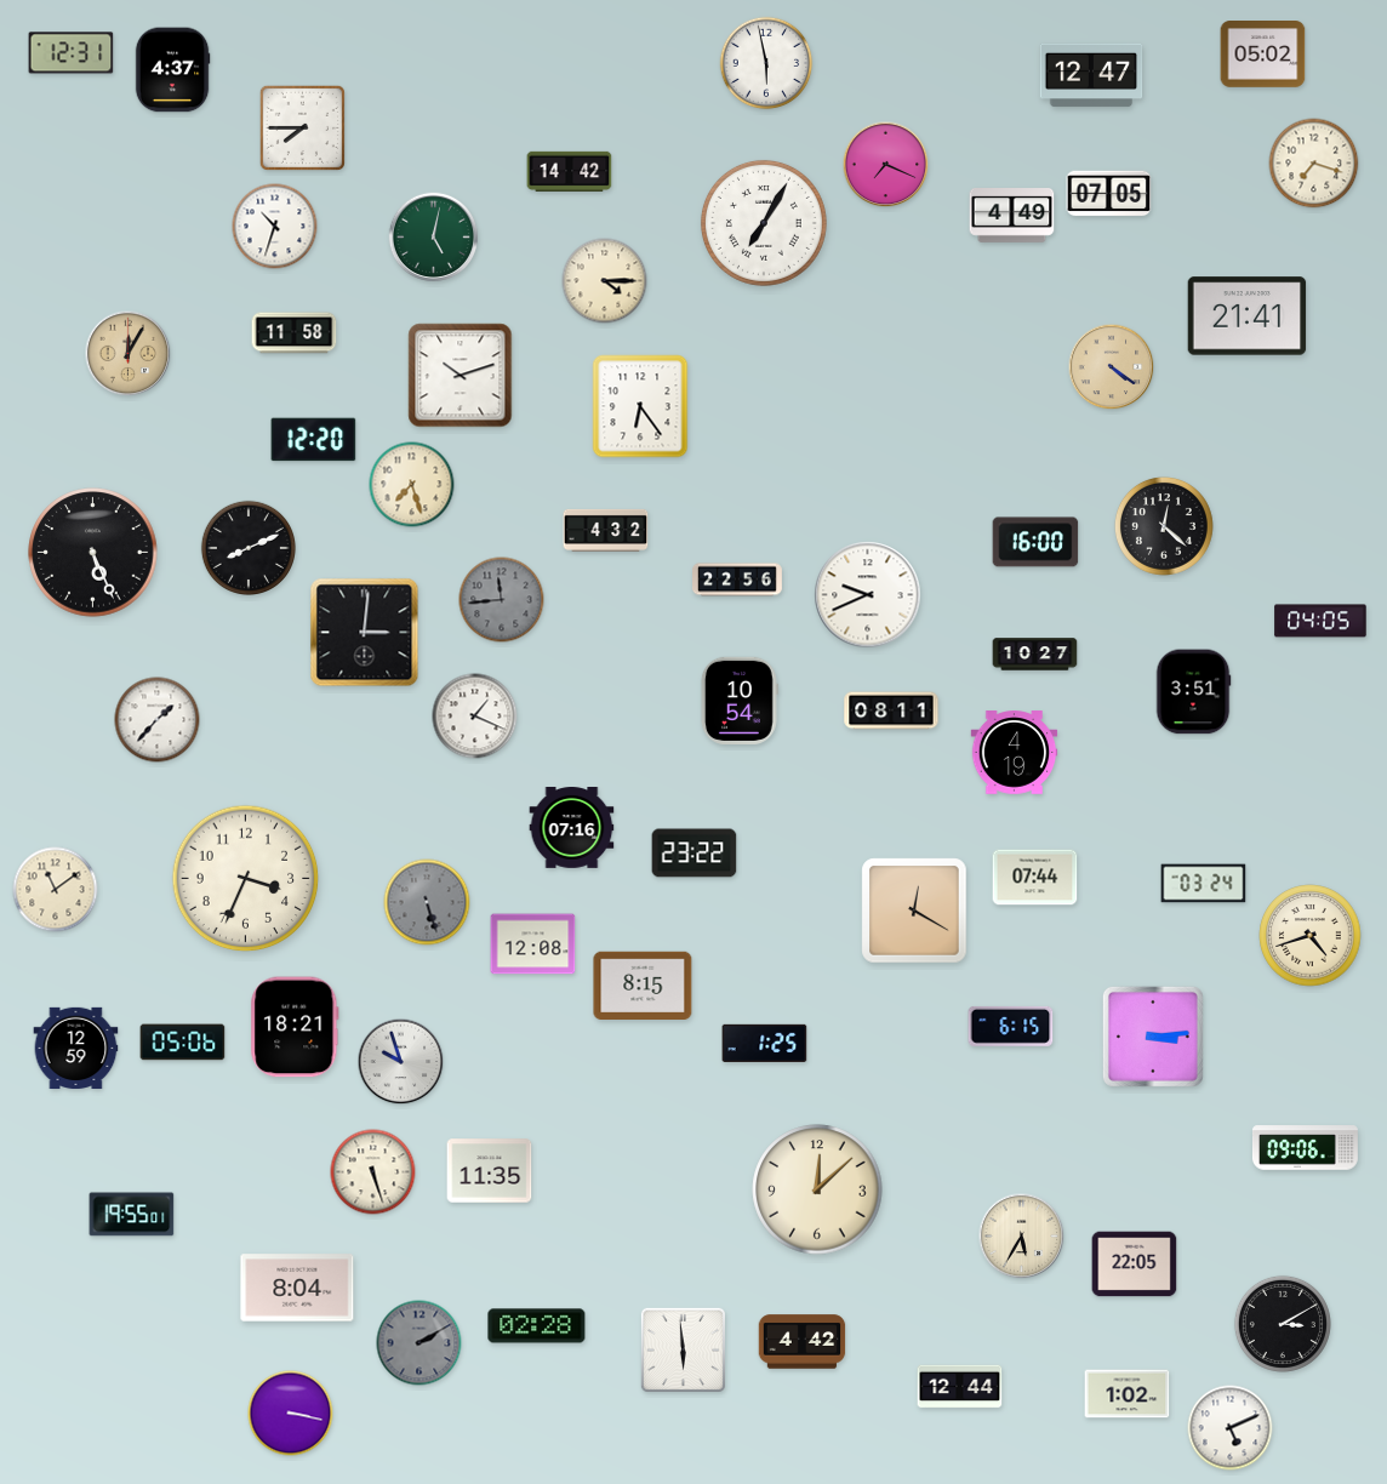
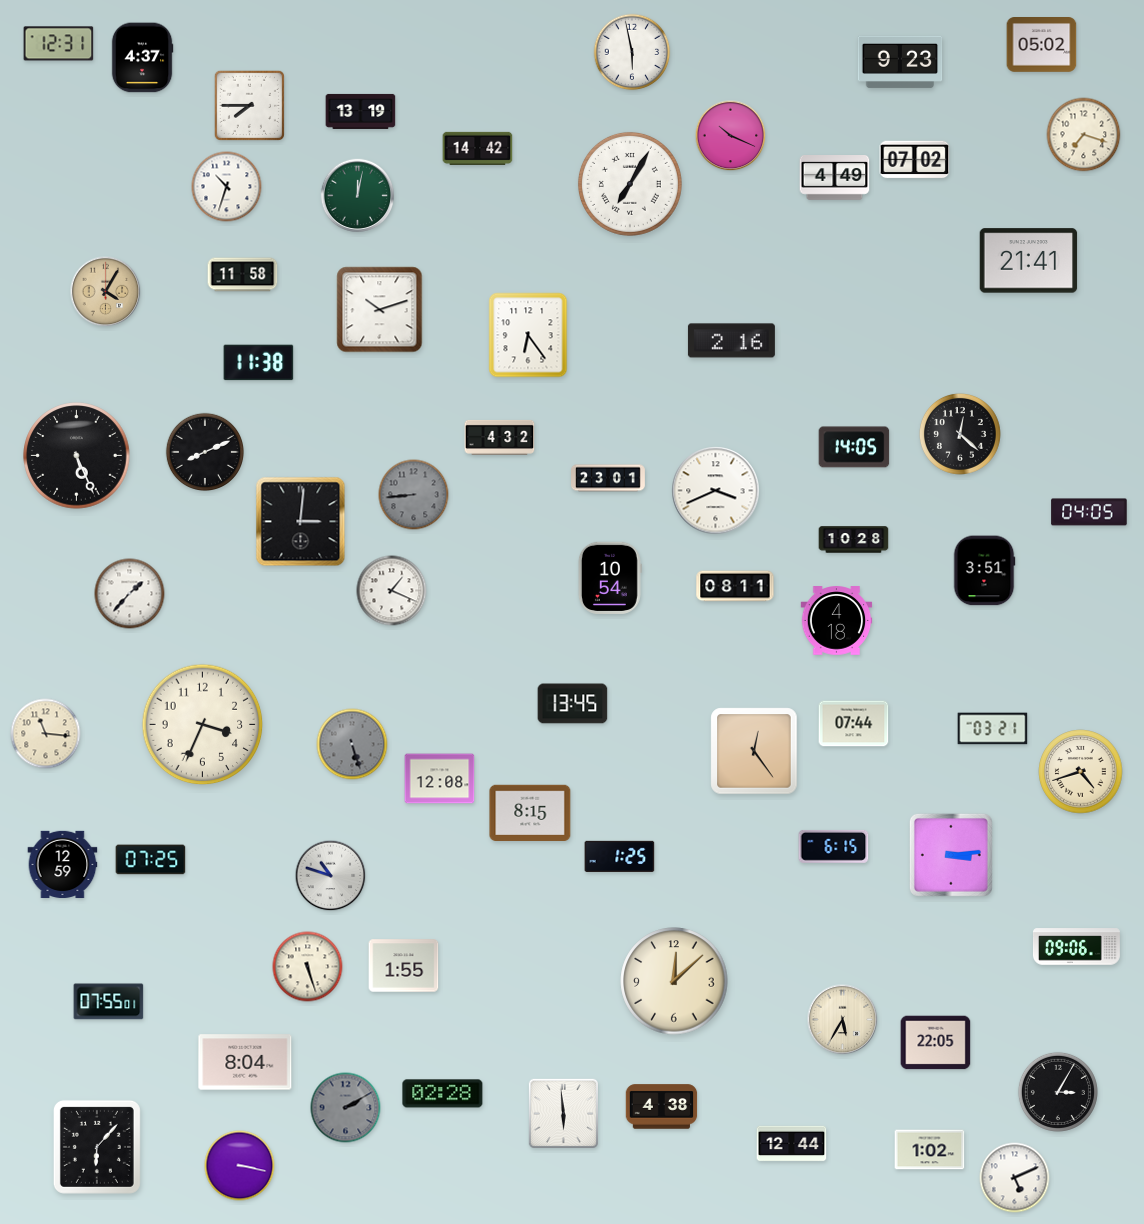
clock at (1091, 75): 12:47 -> 9:23
clock at (361, 111): none -> 13:19
clock at (886, 165): 7:19 -> 10:19
clock at (570, 171) position: (570, 171) -> (478, 148)
clock at (1109, 194): 07:05 -> 07:02
clock at (434, 238): 5:02 -> 12:02
clock at (605, 281): 4:15 -> none
clock at (129, 354): 12:05 -> 4:05
clock at (1112, 367): 4:21 -> none
clock at (731, 341): none -> 2:16
clock at (314, 440): 12:20 -> 11:38
clock at (412, 485): 7:27 -> none
clock at (1035, 542): 16:00 -> 14:05
clock at (738, 580): 22:56 -> 23:01
clock at (868, 595): 9:41 -> 3:41
clock at (502, 600): 11:44 -> 8:44
clock at (1035, 655): 10:27 -> 10:28
clock at (1015, 753): 4:19 -> 4:18
clock at (572, 828): 07:16 -> none
clock at (695, 854): 23:22 -> 13:45
clock at (1204, 884): 03:24 -> 03:21
clock at (56, 890): 11:09 -> 11:16
clock at (914, 911): 12:20 -> 12:24
clock at (295, 1027): 18:21 -> none
clock at (183, 1043): 05:06 -> 07:25
clock at (765, 1043) position: (765, 1043) -> (620, 856)
clock at (401, 1062): 9:57 -> 10:48
clock at (490, 1171): 11:35 -> 1:55
clock at (132, 1215): 19:55 -> 07:55
clock at (1283, 1324): 3:10 -> 3:05
clock at (803, 1342): 4:42 -> 4:38
clock at (97, 1147): none -> 6:07
